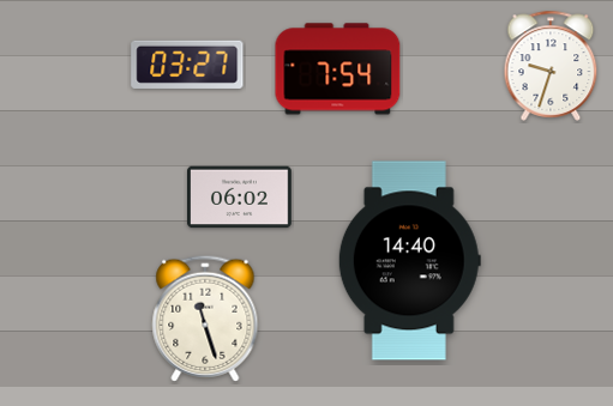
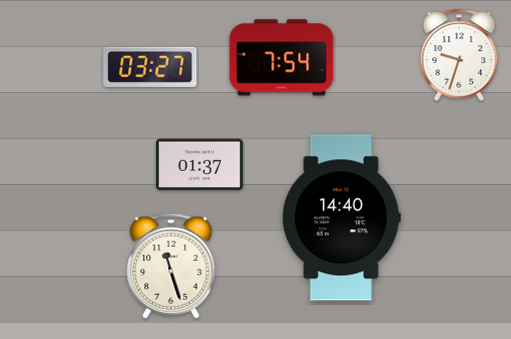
clock at (187, 65) position: (187, 65) -> (150, 67)
clock at (240, 198): 06:02 -> 01:37
